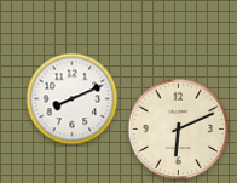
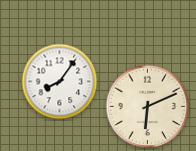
clock at (73, 99): 8:11 -> 8:06
